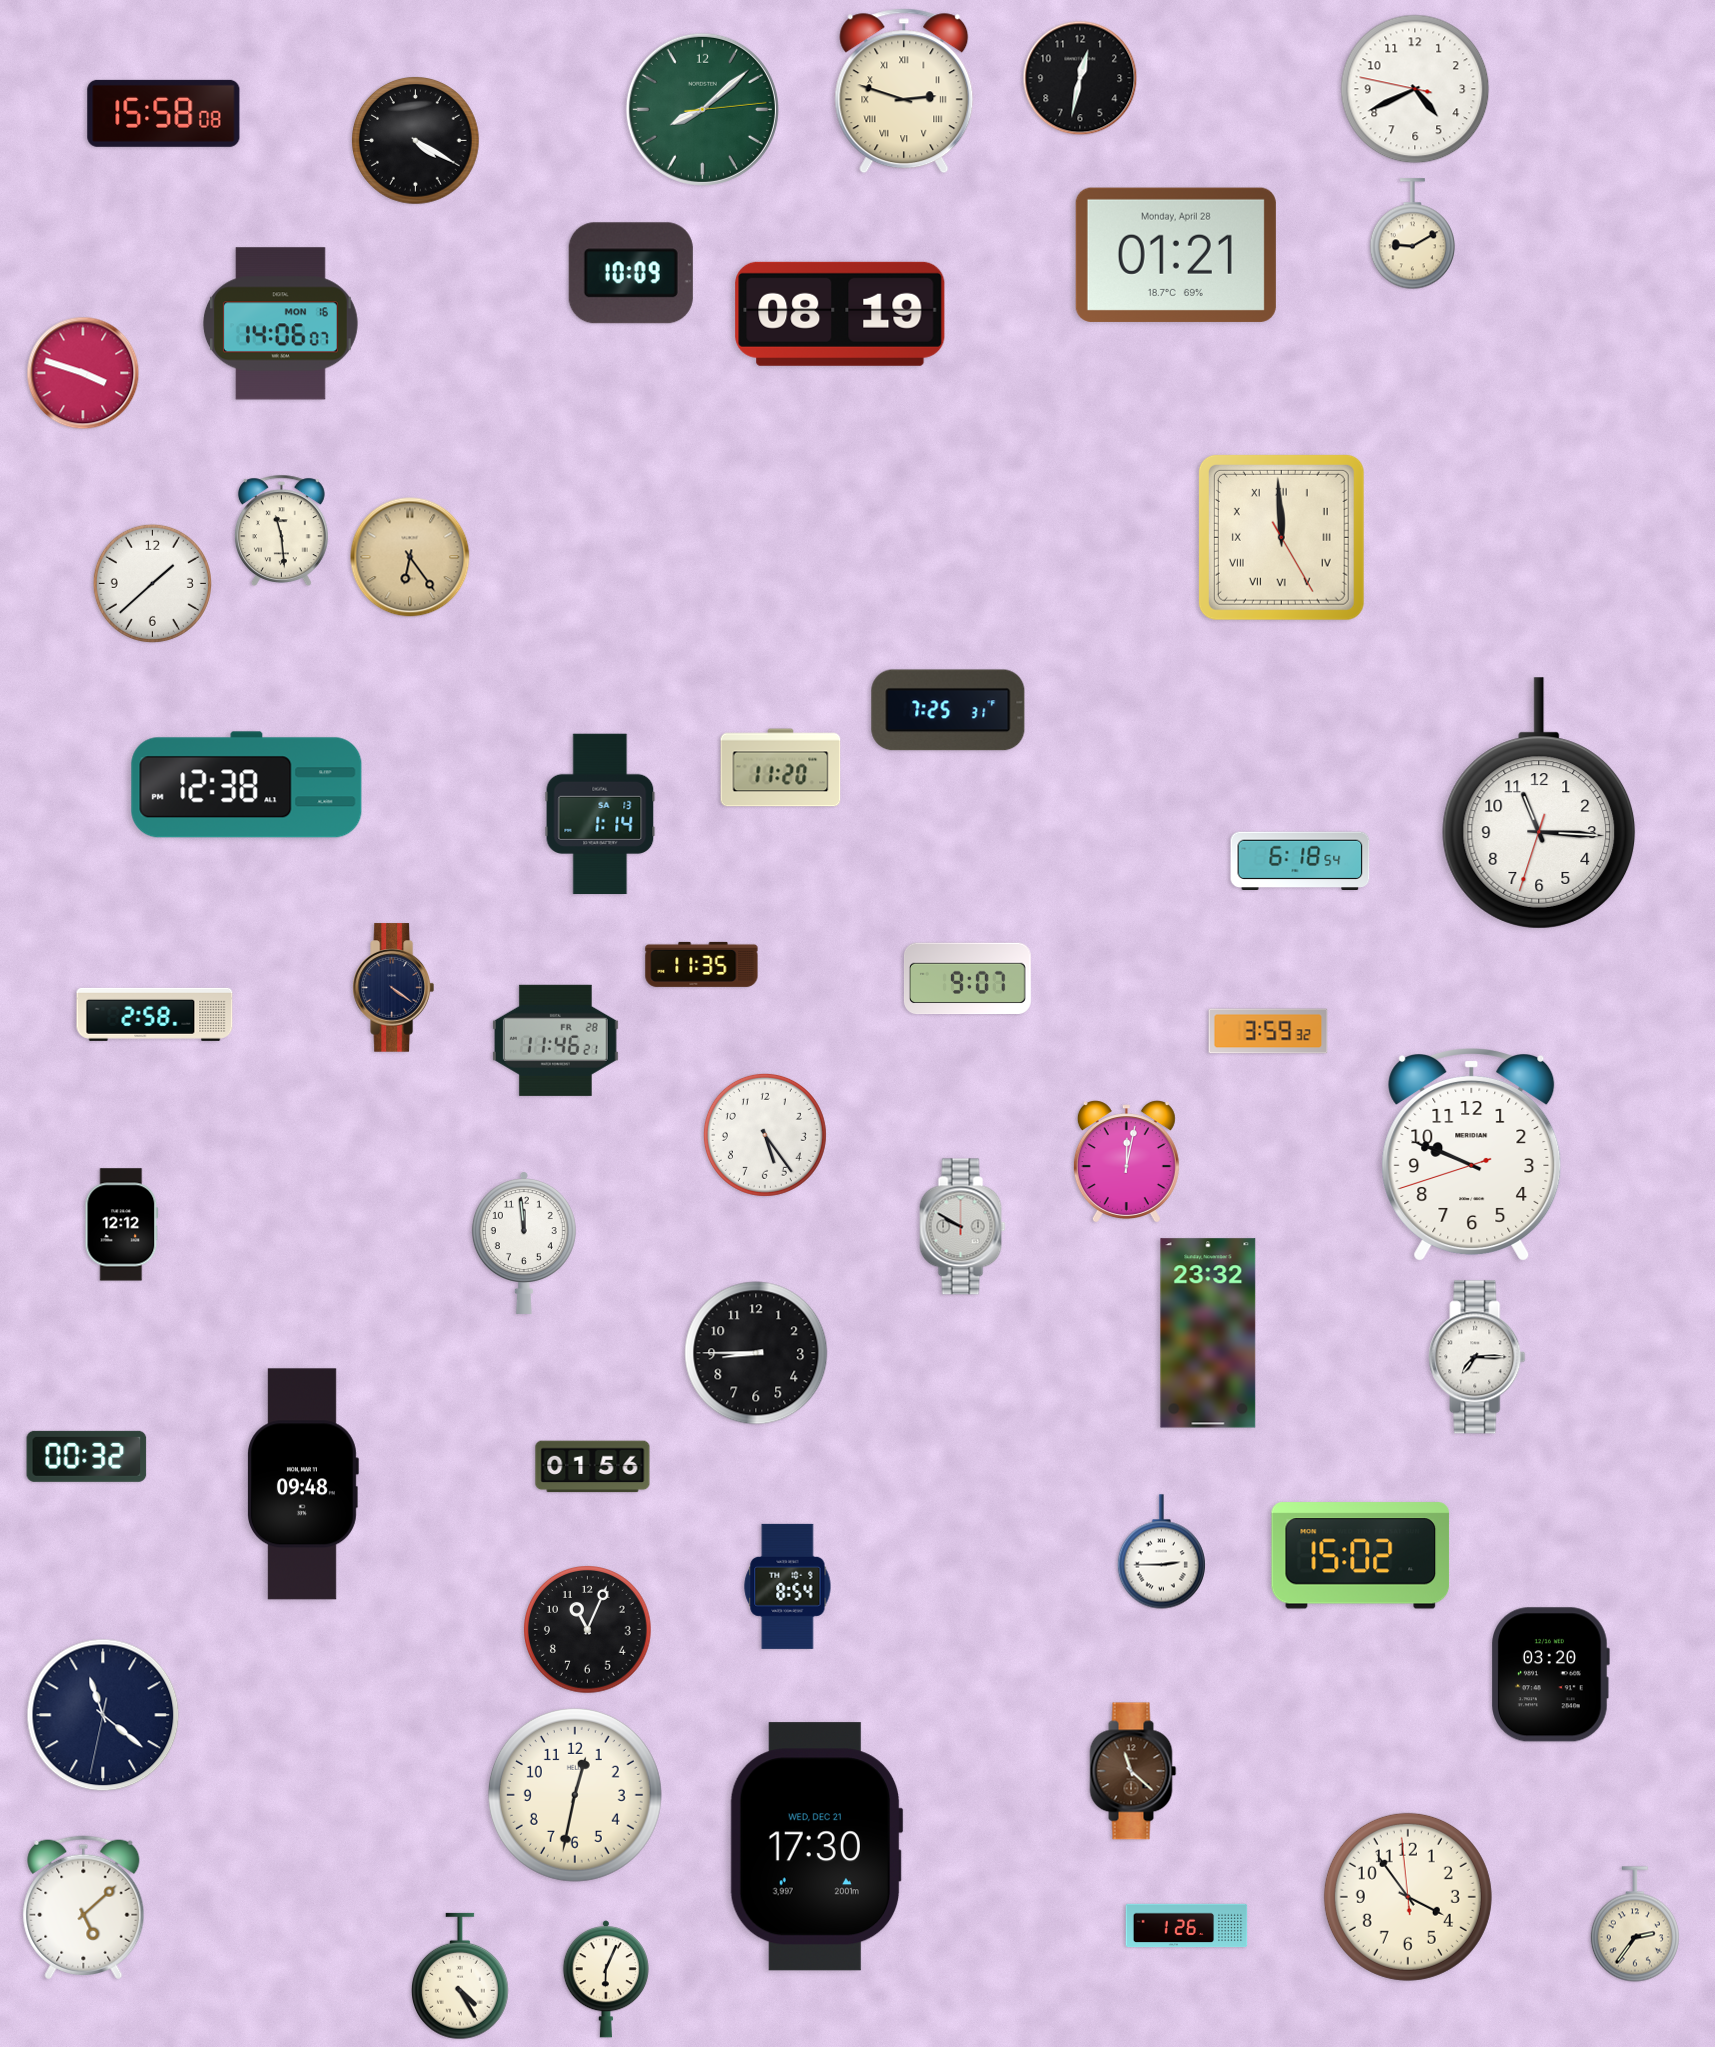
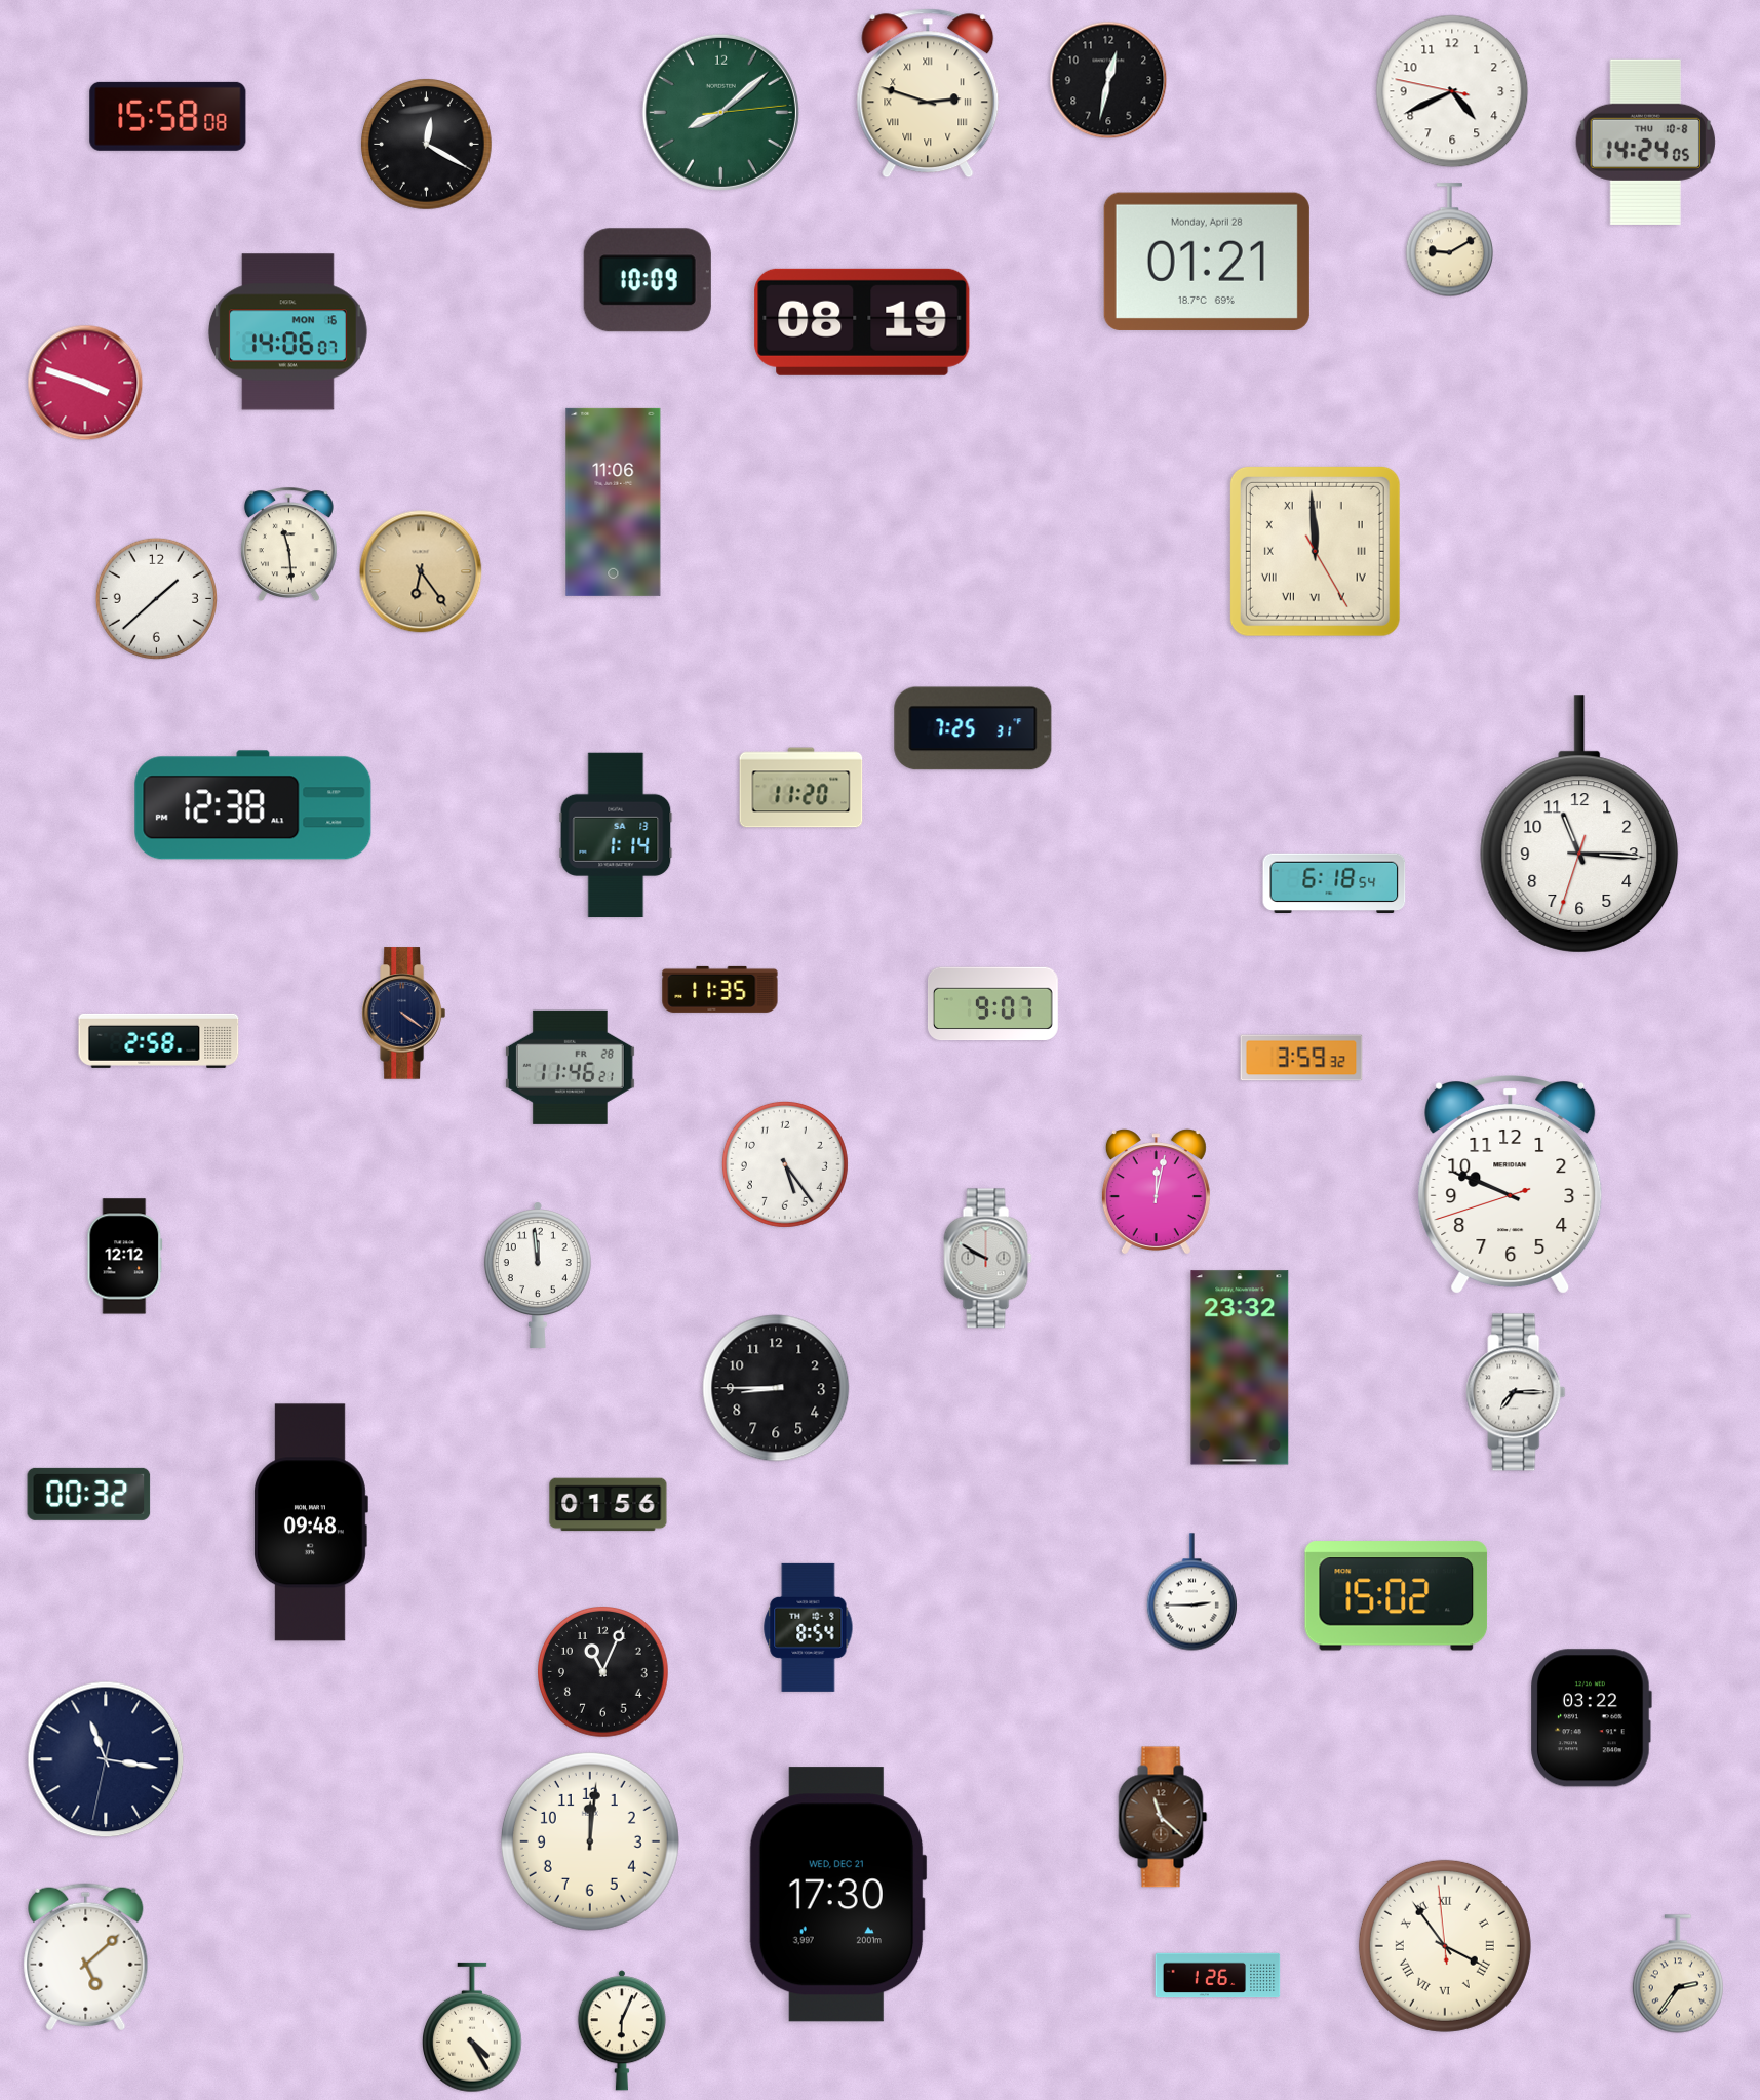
clock at (1645, 142): none -> 14:24
clock at (416, 141): 4:20 -> 12:20
clock at (614, 502): none -> 11:06
clock at (1550, 1675): 03:20 -> 03:22
clock at (103, 1715): 11:21 -> 11:16
clock at (575, 1795): 12:32 -> 12:01
clock at (1408, 1897) numerals: Arabic -> Roman
